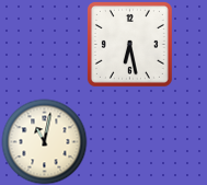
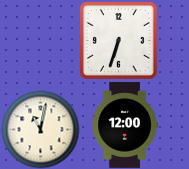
clock at (129, 44): 6:28 -> 6:33
clock at (125, 125): none -> 12:00
